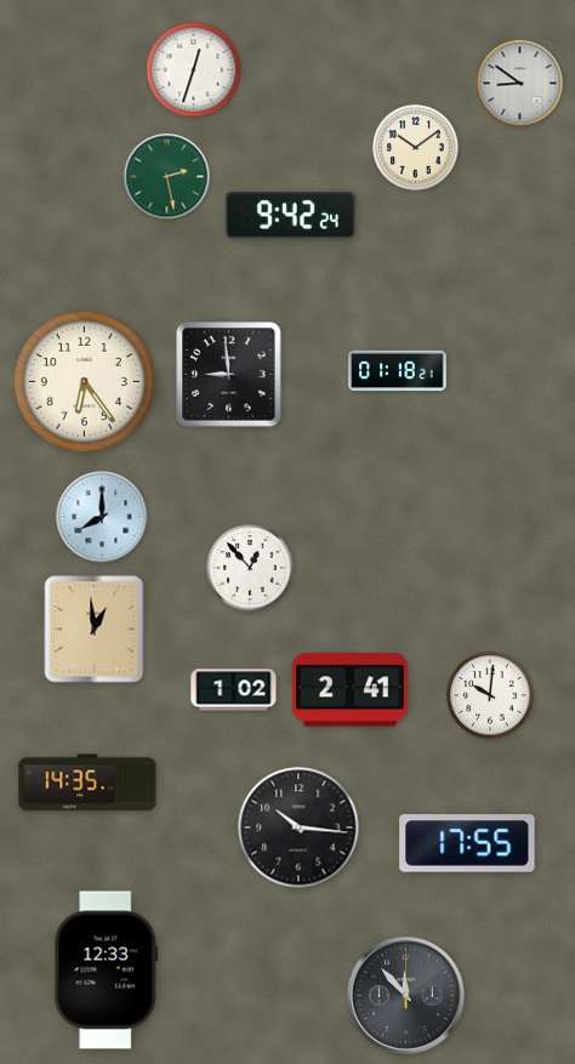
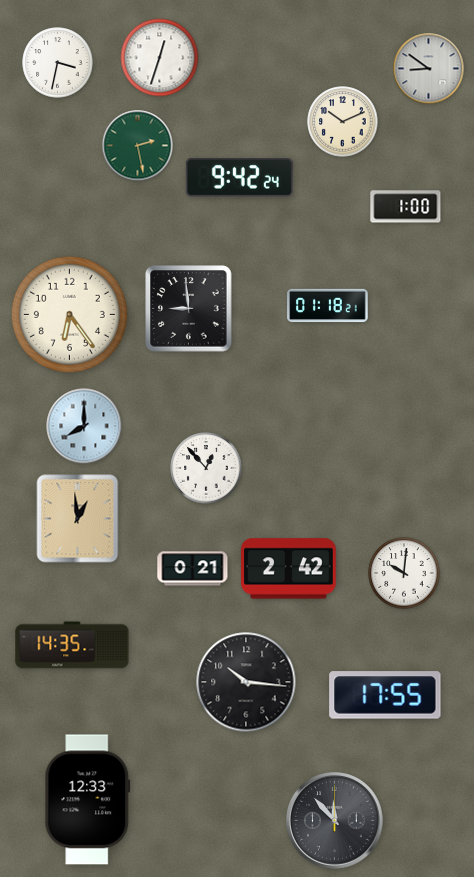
clock at (58, 63): none -> 3:32
clock at (416, 148): 10:09 -> 10:11
clock at (406, 207): none -> 1:00
clock at (234, 690): 1:02 -> 0:21
clock at (351, 690): 2:41 -> 2:42
